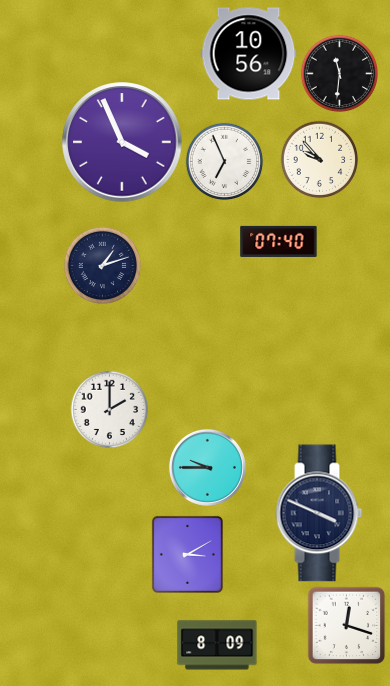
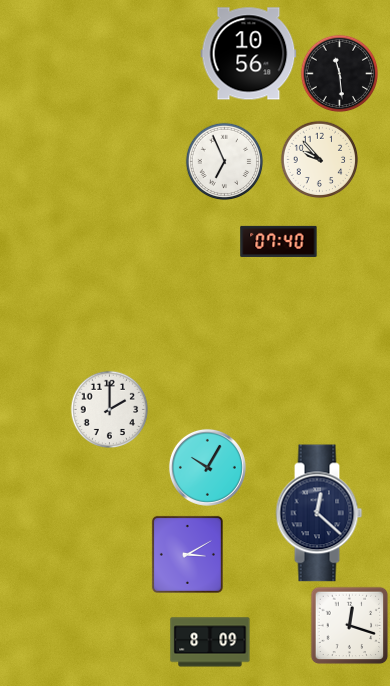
clock at (339, 73): 11:31 -> 11:29
clock at (122, 142): 3:56 -> none
clock at (102, 265): 1:12 -> none
clock at (207, 467): 9:45 -> 10:05
clock at (319, 513): 3:49 -> 12:22
clock at (346, 625) position: (346, 625) -> (349, 625)
clock at (217, 645) position: (217, 645) -> (210, 642)
